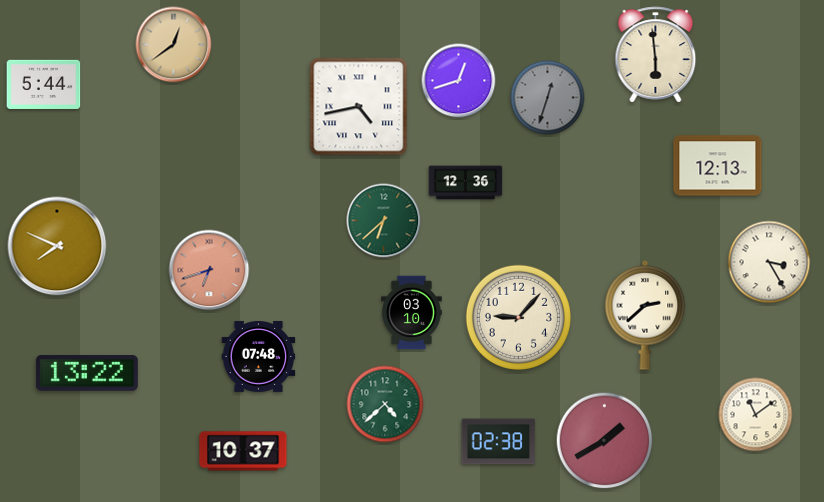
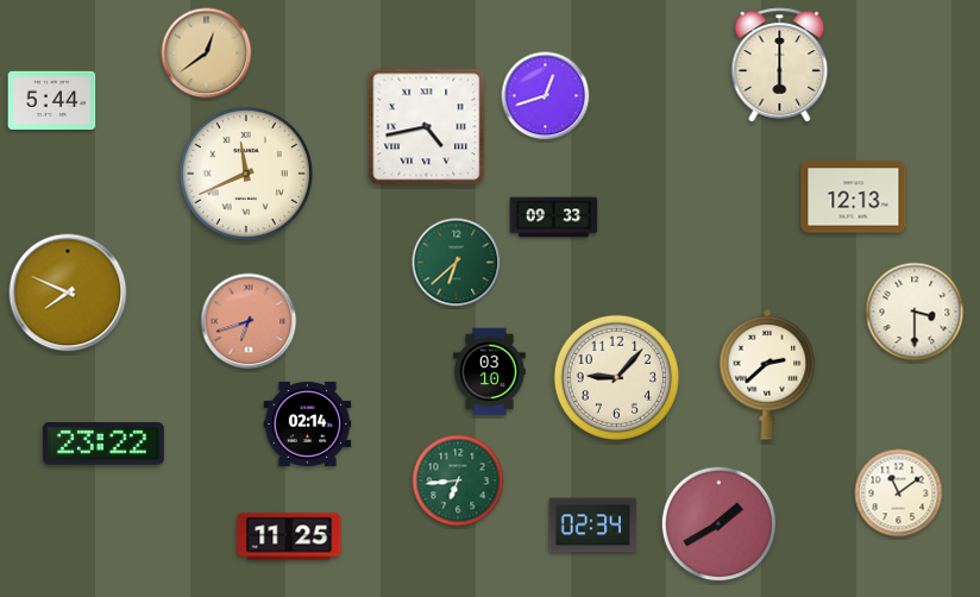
clock at (656, 55): 5:59 -> 6:00
clock at (548, 98): 12:33 -> none
clock at (246, 174): none -> 11:41
clock at (466, 183): 12:36 -> 09:33
clock at (769, 262): 3:25 -> 3:30
clock at (259, 356): 07:48 -> 02:14
clock at (87, 374): 13:22 -> 23:22
clock at (385, 404): 4:38 -> 6:44
clock at (499, 442): 02:38 -> 02:34
clock at (243, 451): 10:37 -> 11:25
